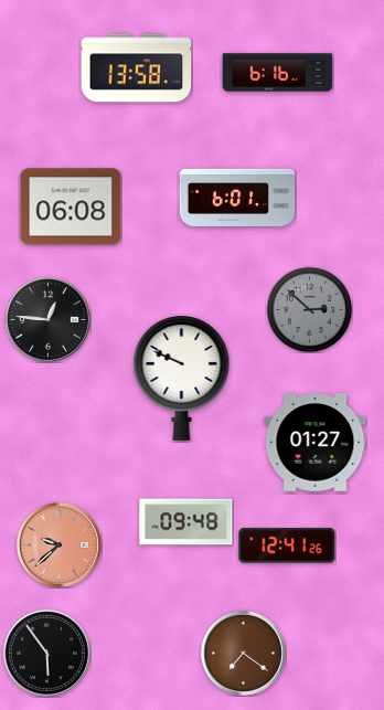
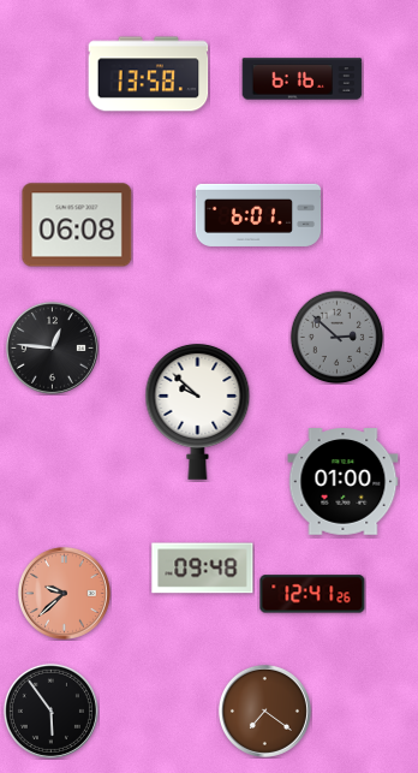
clock at (182, 378): 9:49 -> 9:52
clock at (316, 443): 01:27 -> 01:00
